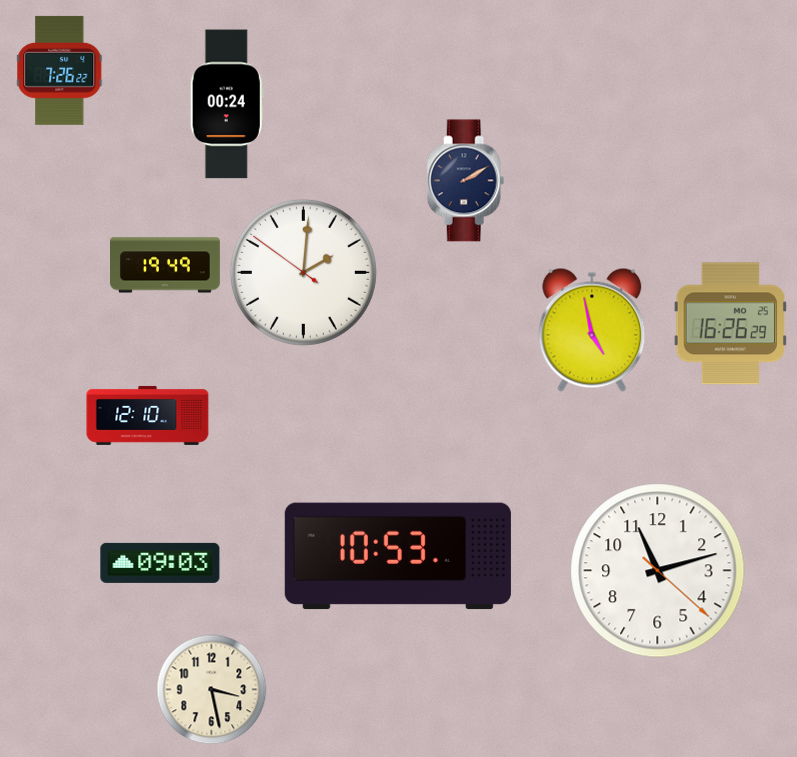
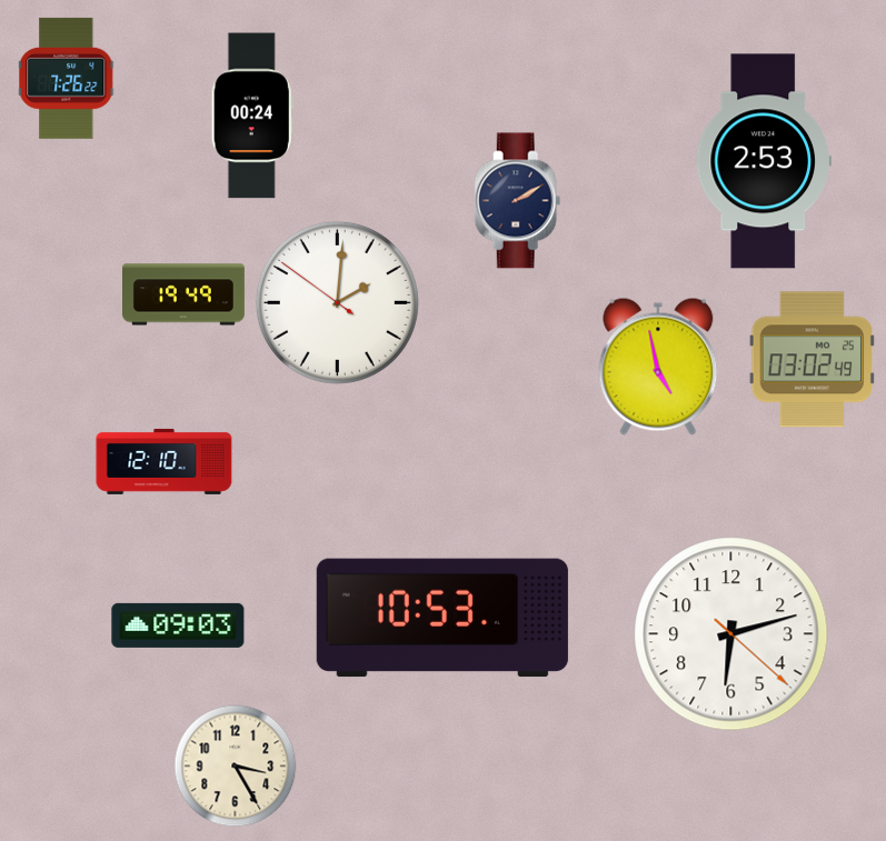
clock at (764, 161): none -> 2:53
clock at (730, 324): 16:26 -> 03:02
clock at (658, 571): 11:12 -> 6:12
clock at (212, 690): 3:28 -> 3:25
